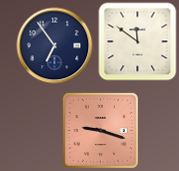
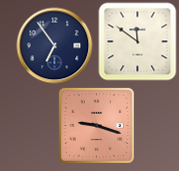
clock at (100, 130) position: (100, 130) -> (96, 125)
